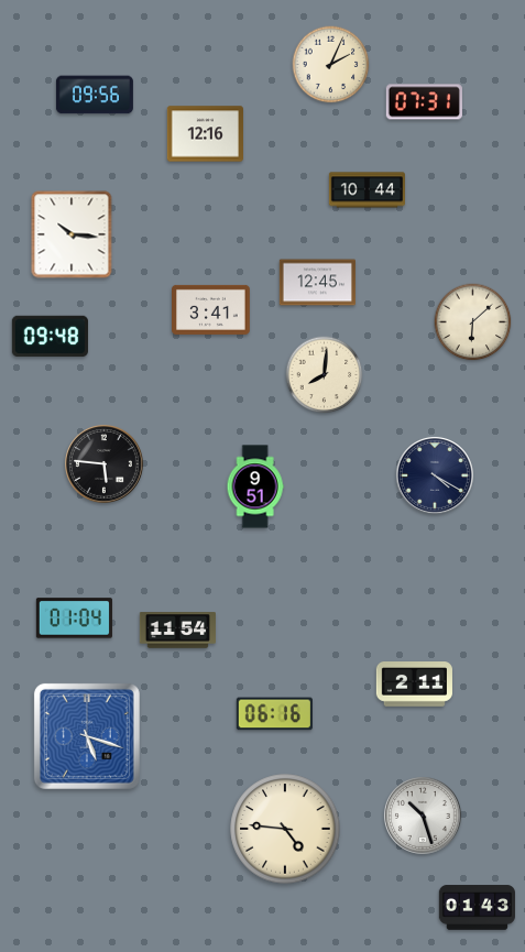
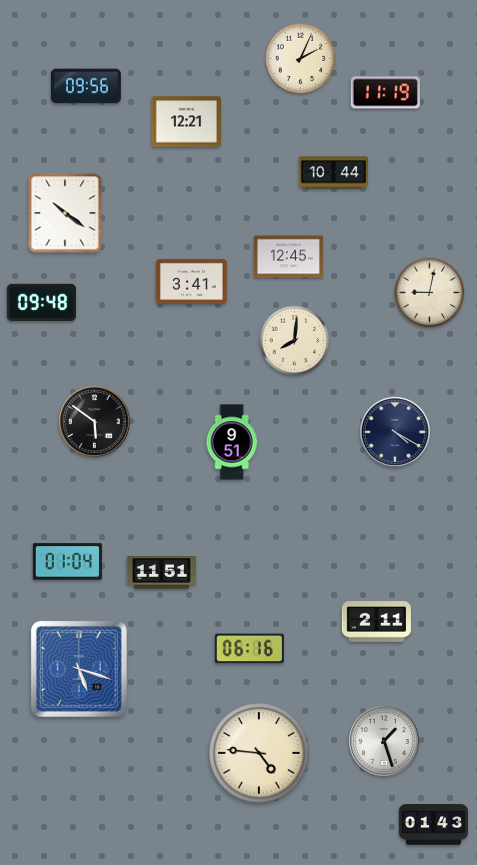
clock at (424, 102): 07:31 -> 11:19
clock at (205, 134): 12:16 -> 12:21
clock at (72, 234): 10:16 -> 10:21
clock at (473, 322): 6:08 -> 9:02
clock at (50, 337) position: (50, 337) -> (41, 303)
clock at (105, 464): 5:46 -> 5:51
clock at (177, 631): 11:54 -> 11:51
clock at (423, 816): 10:27 -> 1:27
